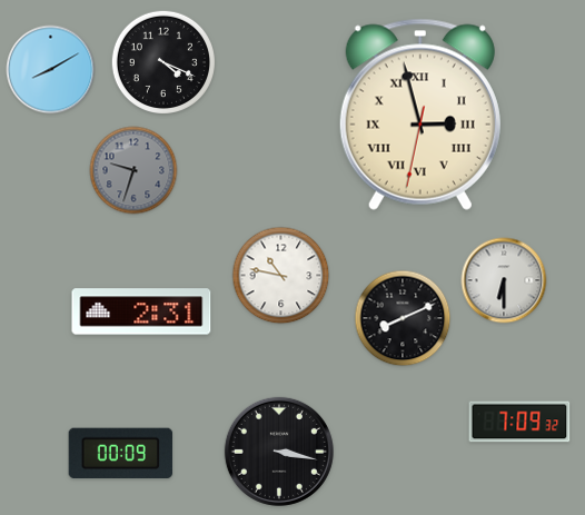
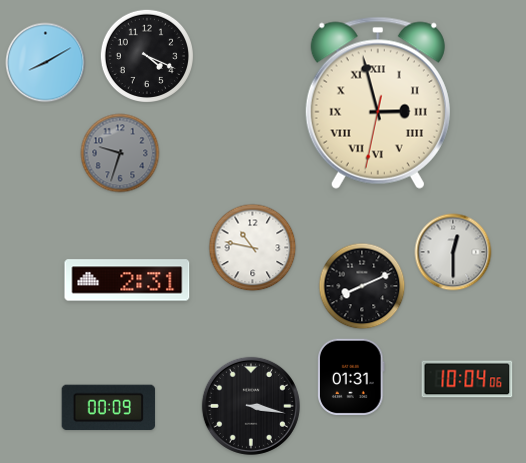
clock at (504, 280): 6:30 -> 12:30
clock at (352, 377): none -> 01:31
clock at (519, 422): 7:09 -> 10:04
